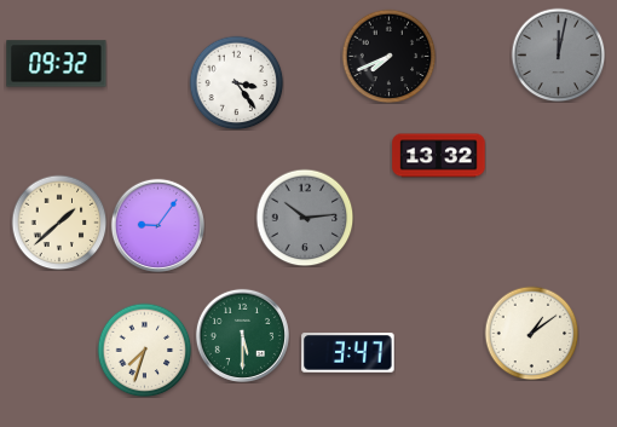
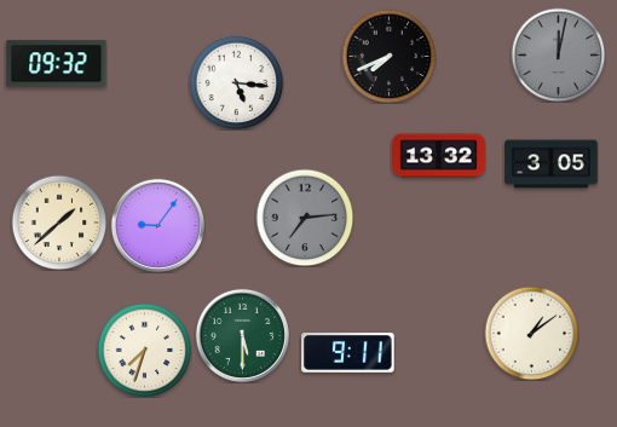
clock at (236, 82): 3:24 -> 5:16
clock at (552, 165): none -> 3:05
clock at (305, 218): 10:14 -> 7:14
clock at (348, 353): 3:47 -> 9:11
